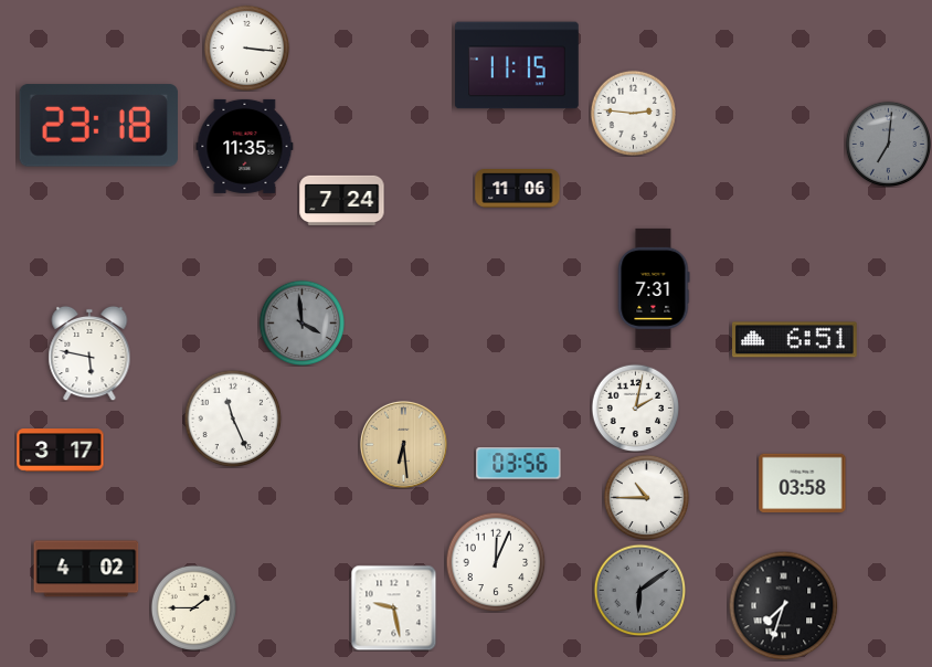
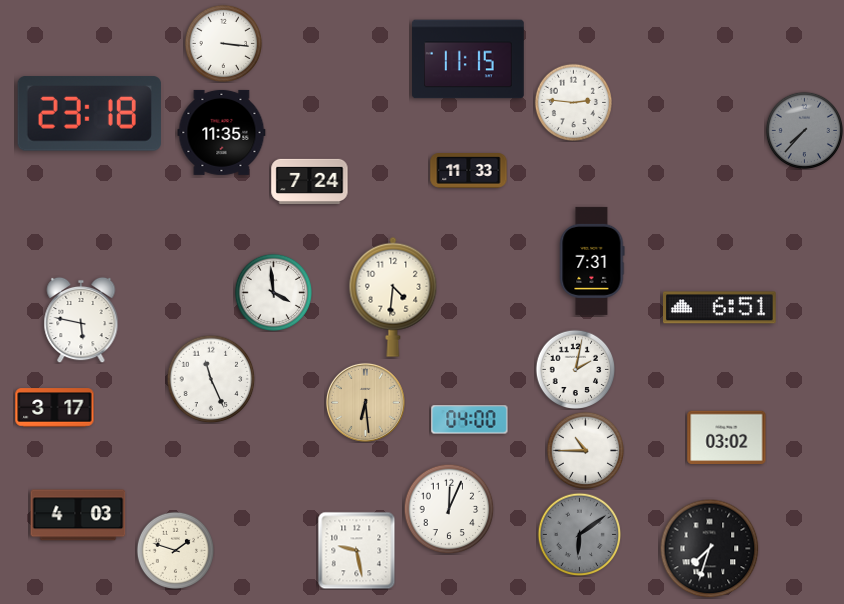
clock at (888, 144): 7:01 -> 7:37
clock at (518, 189): 11:06 -> 11:33
clock at (301, 322) dial: grey -> white
clock at (393, 297): none -> 4:31
clock at (519, 464): 03:56 -> 04:00
clock at (803, 484): 03:58 -> 03:02
clock at (86, 569): 4:02 -> 4:03
clock at (193, 607): 1:45 -> 1:48
